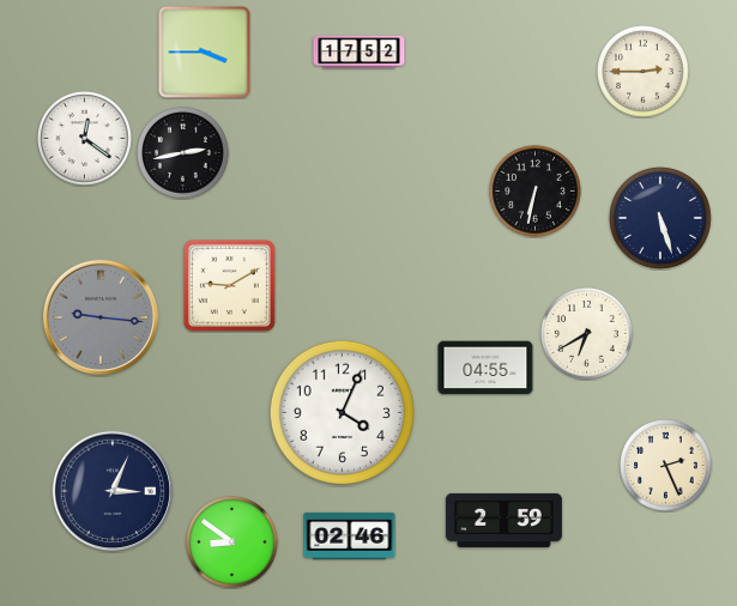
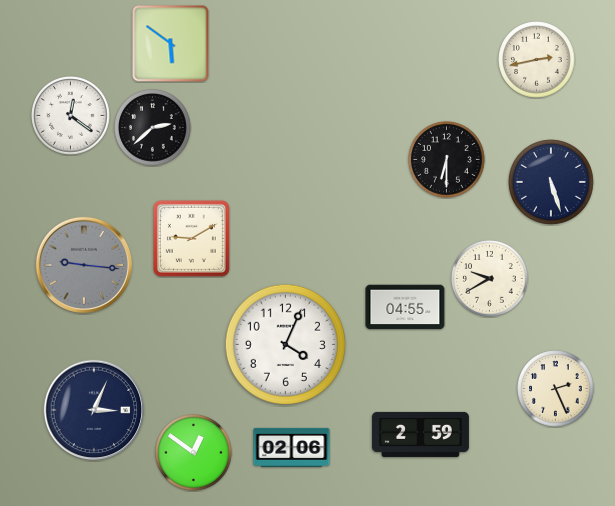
clock at (205, 53): 3:45 -> 5:51
clock at (360, 53): 17:52 -> none
clock at (644, 72): 2:45 -> 2:43
clock at (183, 153): 2:43 -> 2:38
clock at (536, 192): 6:32 -> 6:30
clock at (587, 334): 6:40 -> 9:40
clock at (350, 535): 02:46 -> 02:06
clock at (232, 543): 8:51 -> 12:51
